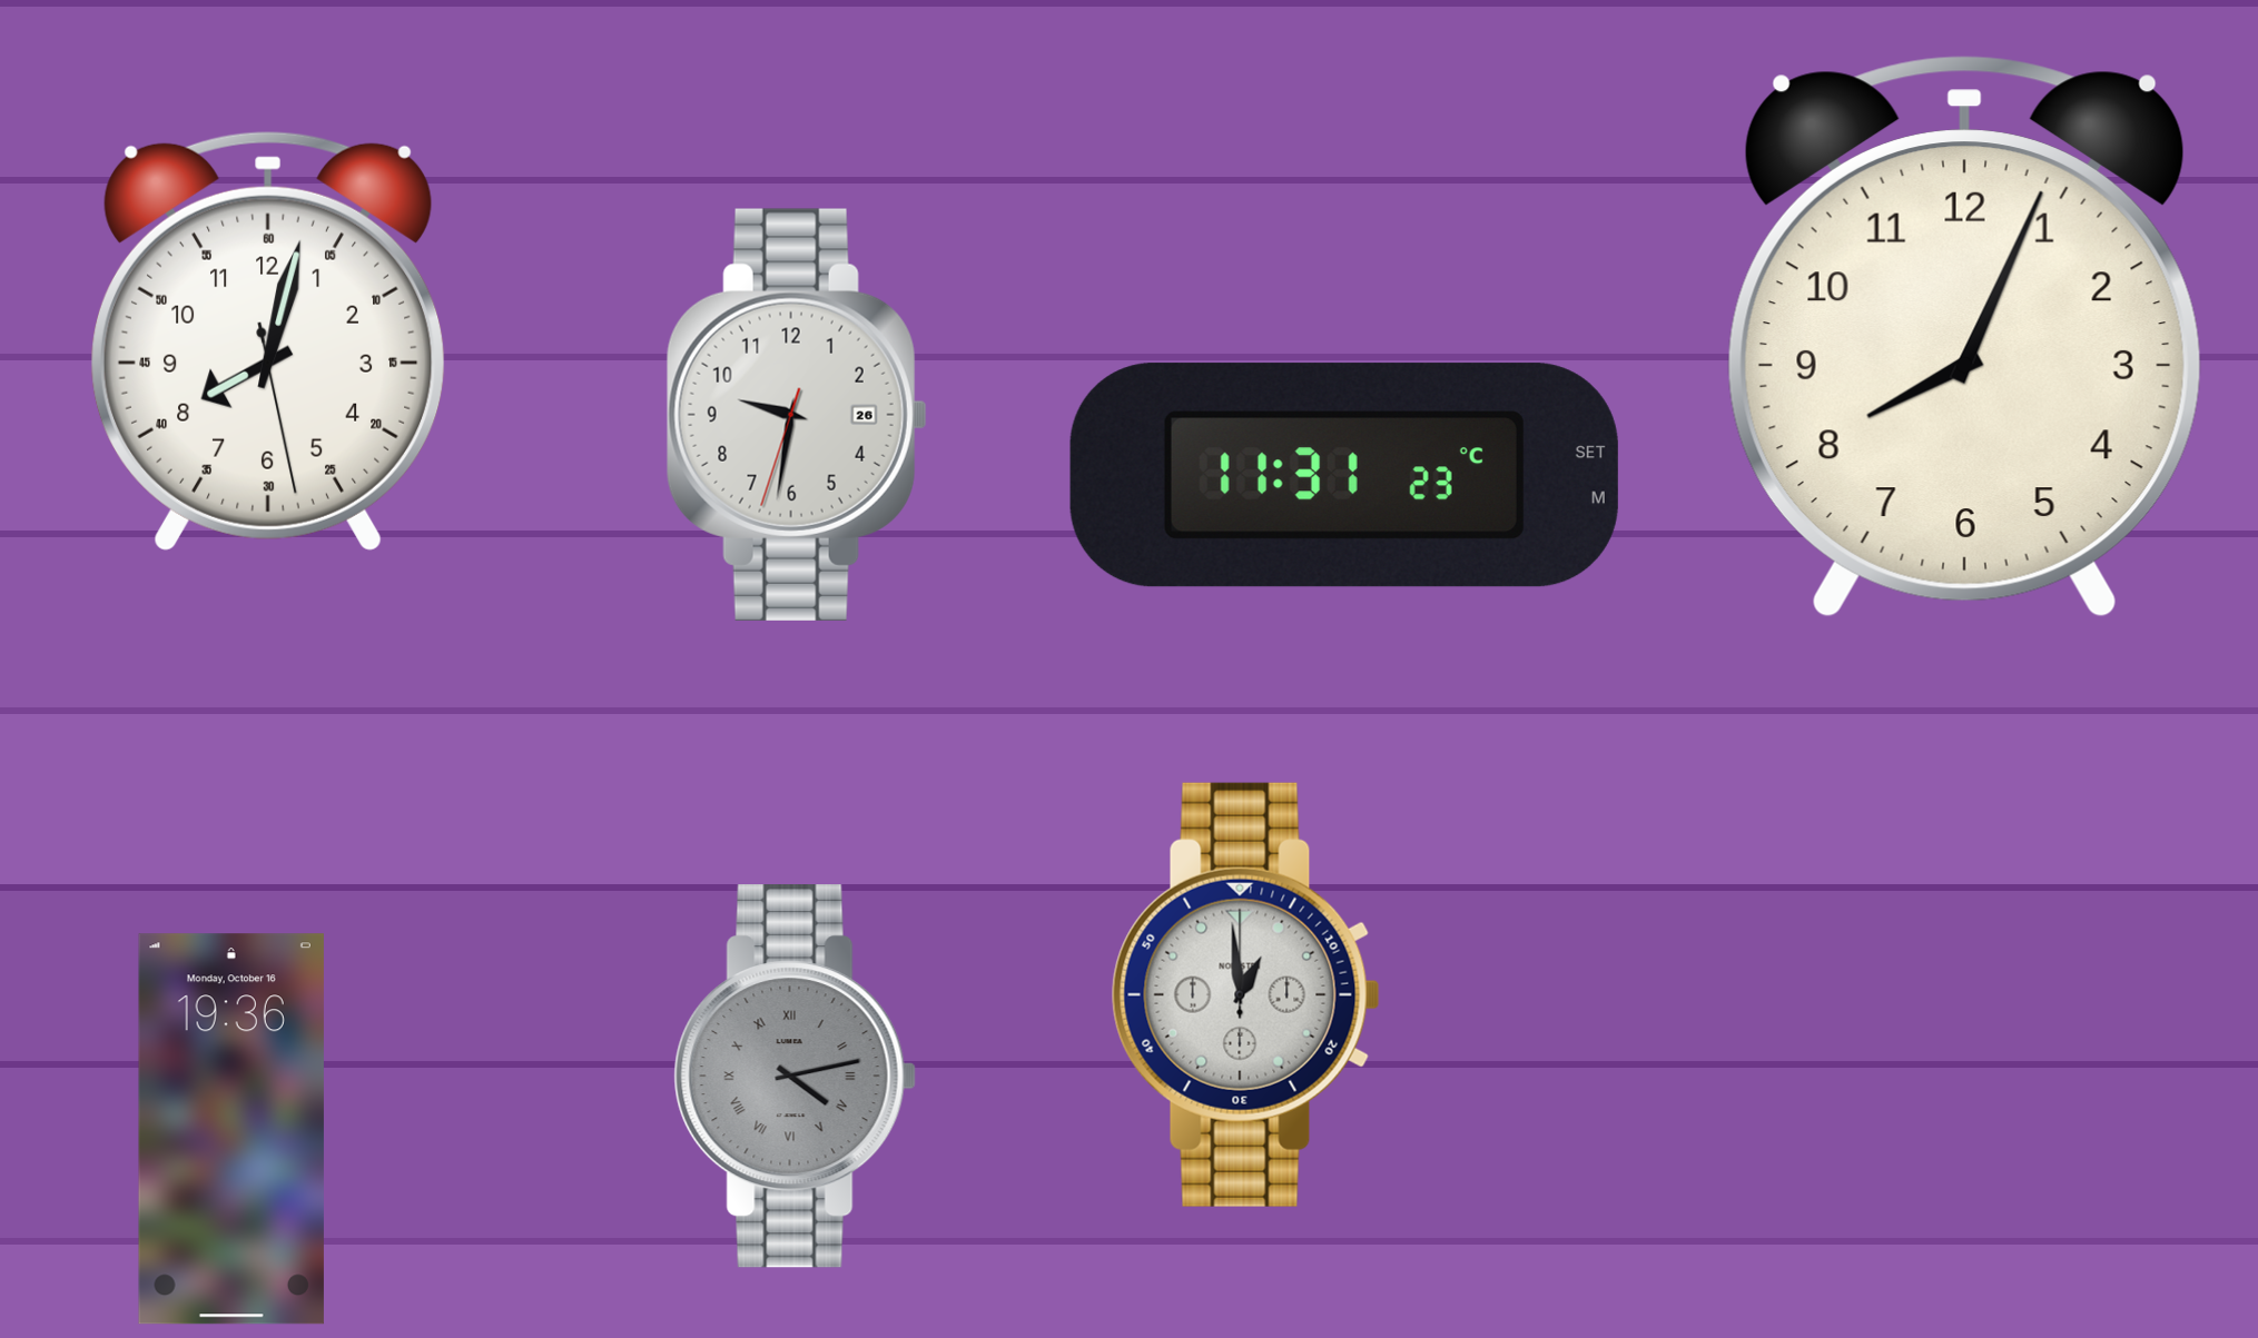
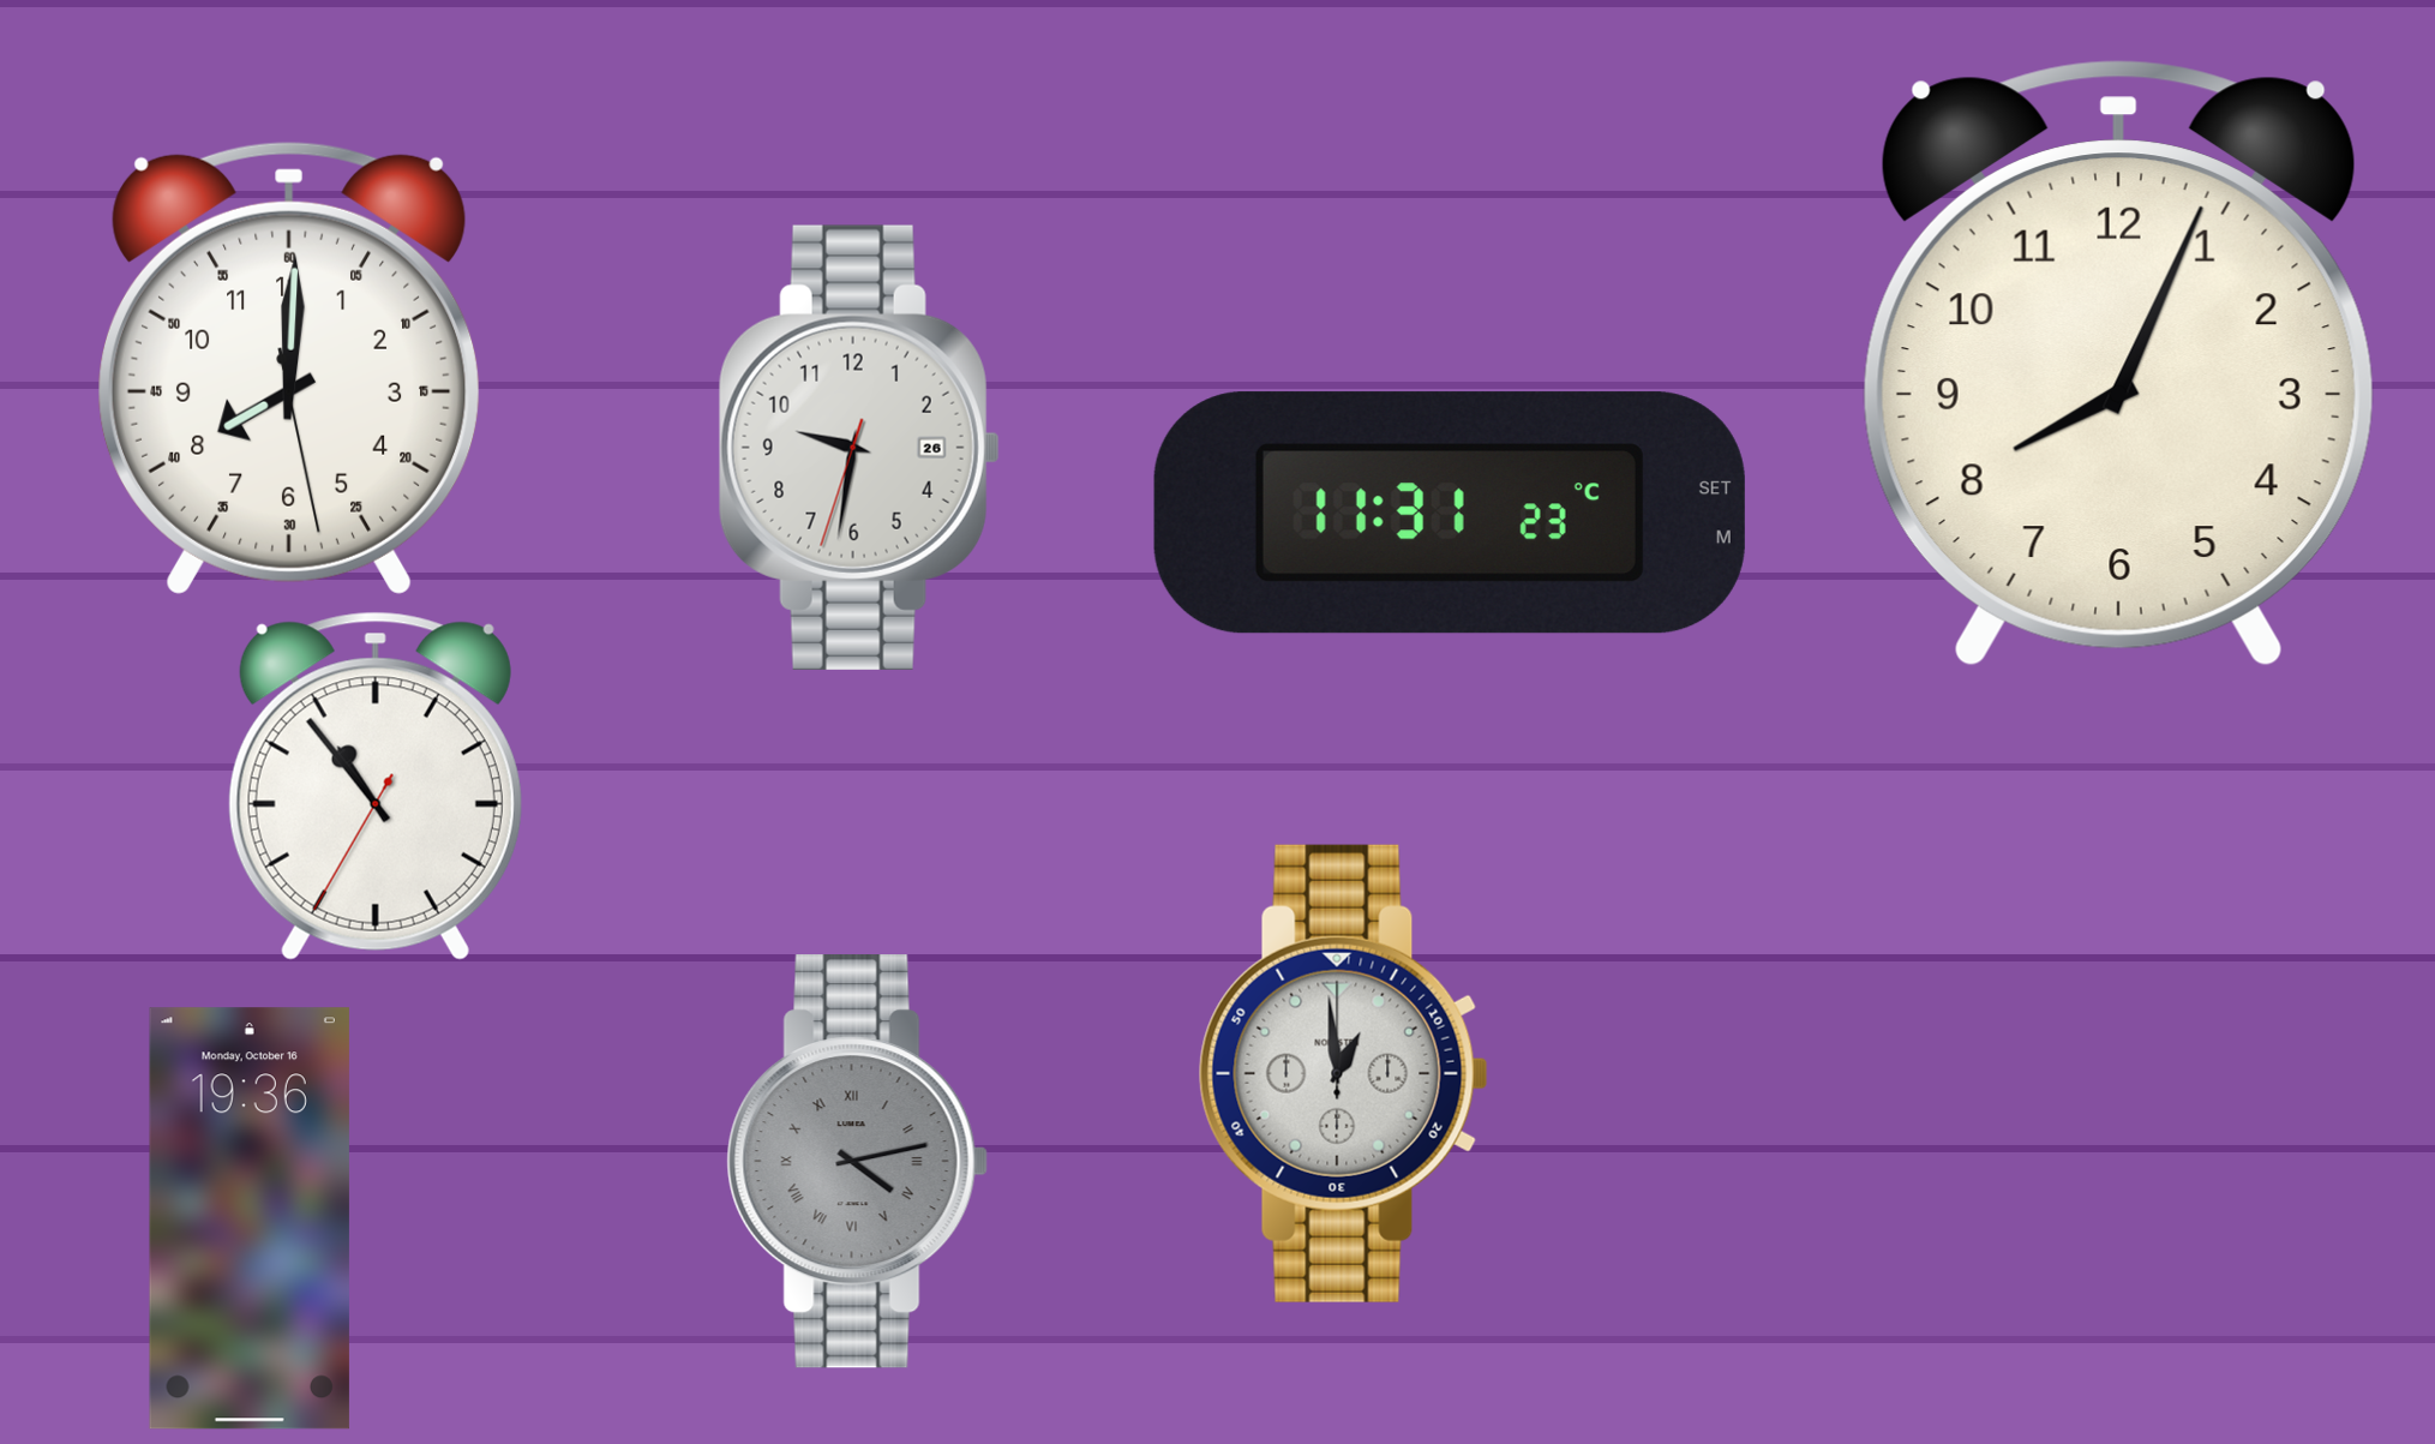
clock at (269, 340): 8:02 -> 8:00
clock at (376, 786): none -> 10:53
